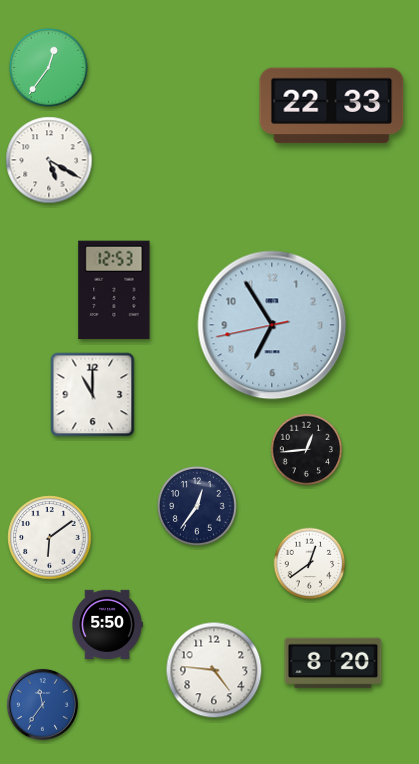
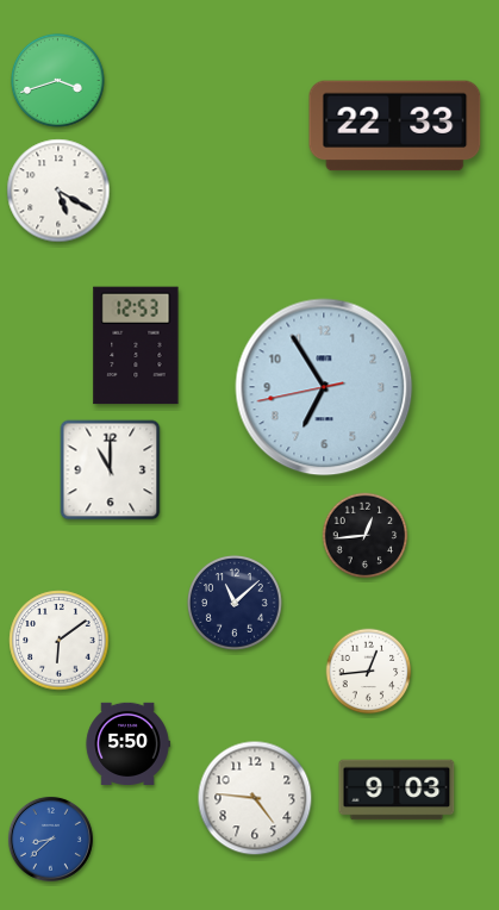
clock at (48, 67): 12:36 -> 3:42
clock at (198, 507): 12:36 -> 11:08
clock at (310, 564): 12:39 -> 12:44
clock at (333, 663): 8:20 -> 9:03
clock at (42, 704): 11:36 -> 8:38
